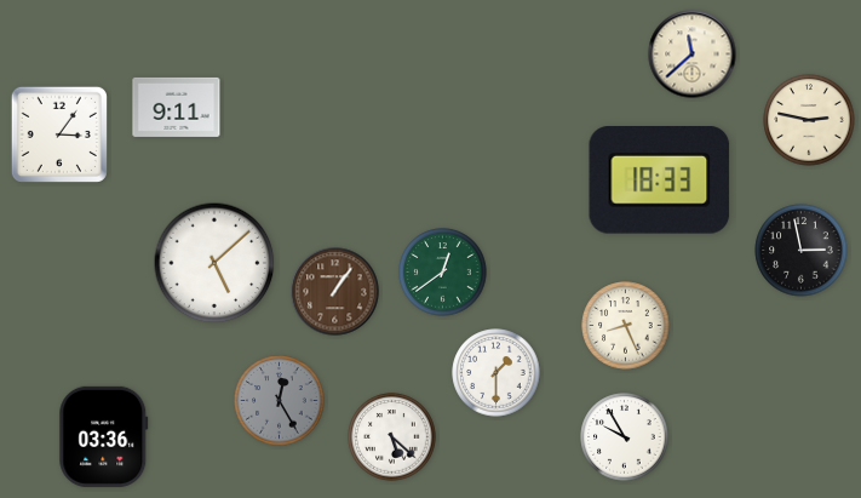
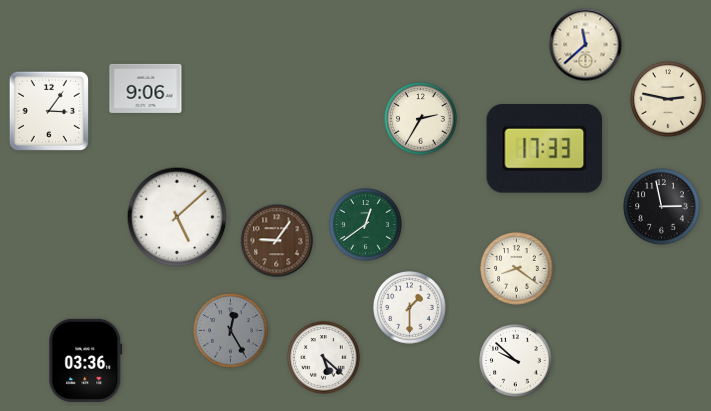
clock at (693, 55) position: (693, 55) -> (586, 45)
clock at (177, 107): 9:11 -> 9:06
clock at (421, 119): none -> 2:35
clock at (660, 181): 18:33 -> 17:33
clock at (335, 292): 1:06 -> 9:06
clock at (626, 326): 8:26 -> 8:21
clock at (392, 437) position: (392, 437) -> (324, 358)
clock at (625, 437): 9:55 -> 9:52
